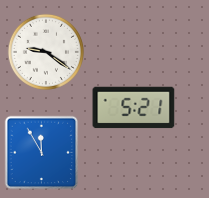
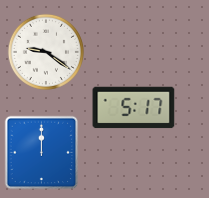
clock at (134, 108): 5:21 -> 5:17
clock at (42, 153): 11:55 -> 12:00
